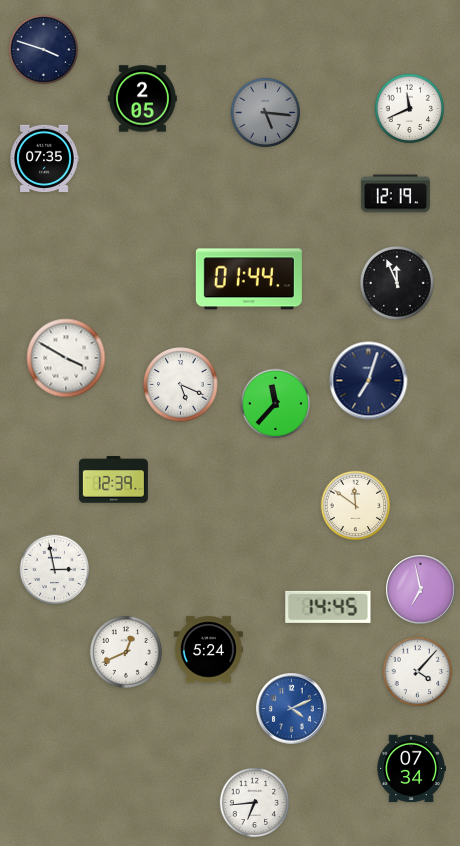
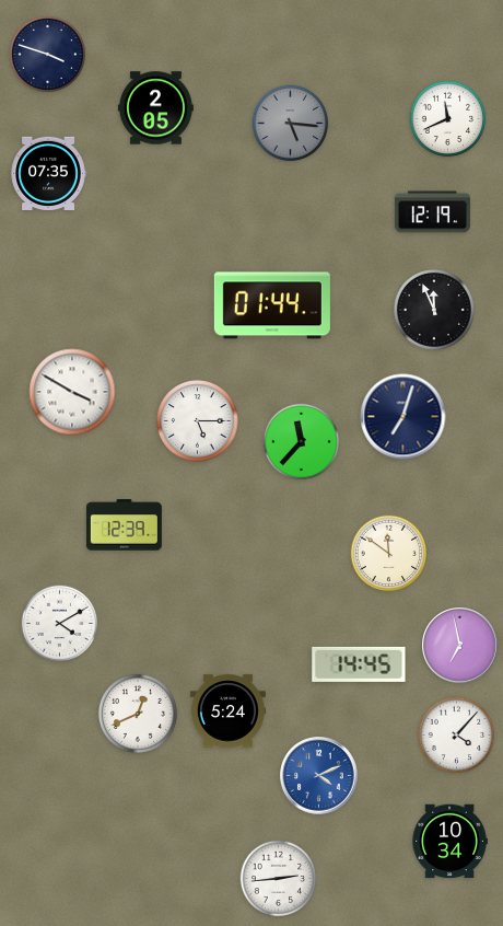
clock at (181, 385): 5:19 -> 5:15
clock at (55, 570): 2:58 -> 4:10
clock at (411, 769): 07:34 -> 10:34
clock at (255, 803): 6:44 -> 2:44
